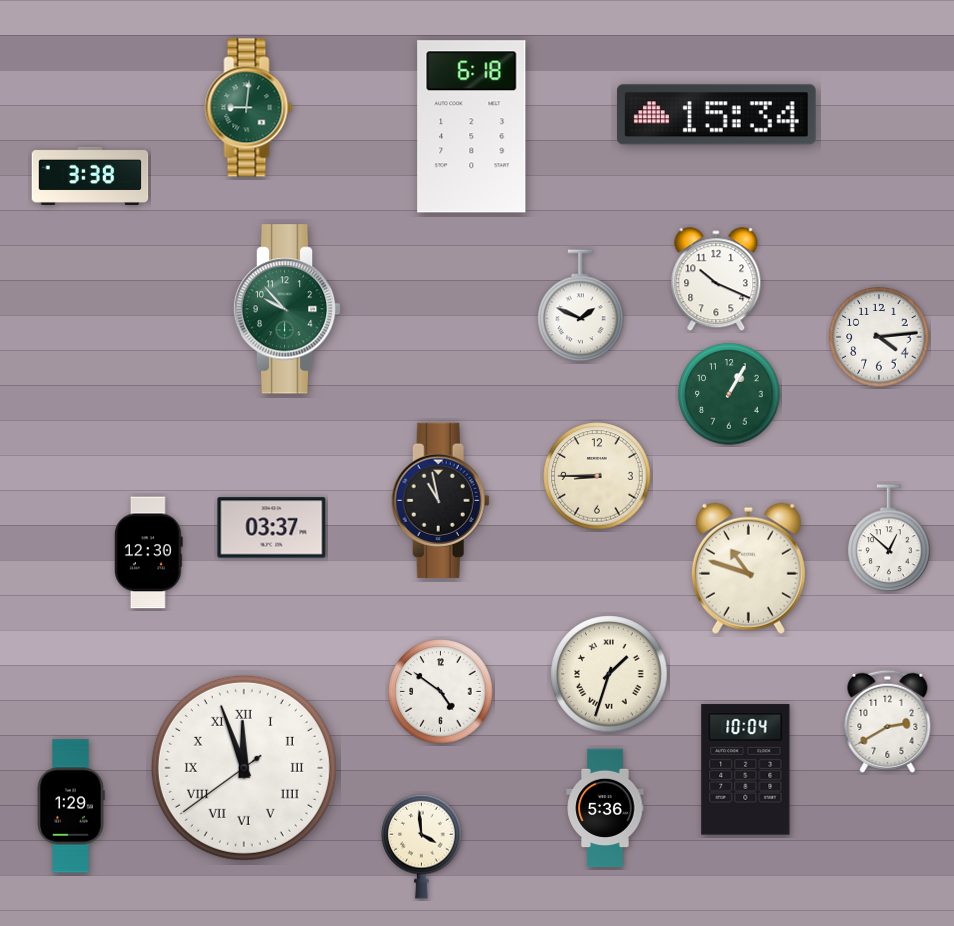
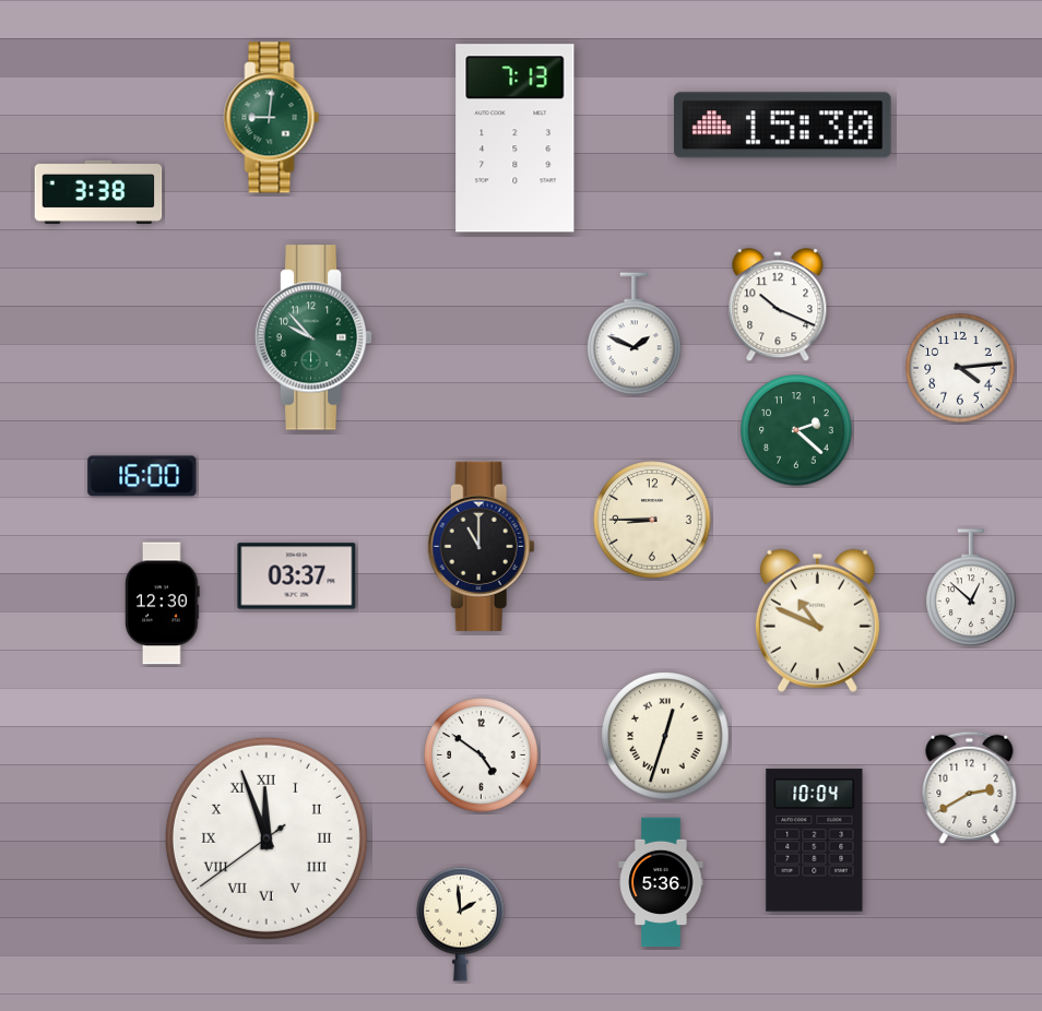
clock at (716, 115): 15:34 -> 15:30
clock at (472, 127): 6:18 -> 7:13
clock at (716, 280) position: (716, 280) -> (778, 306)
clock at (729, 394): 1:05 -> 2:22
clock at (142, 476): none -> 16:00
clock at (440, 500): 10:58 -> 11:00
clock at (748, 568): 10:48 -> 10:49
clock at (609, 674): 1:33 -> 12:33
clock at (71, 806): 1:29 -> none
clock at (422, 846): 3:59 -> 1:59
